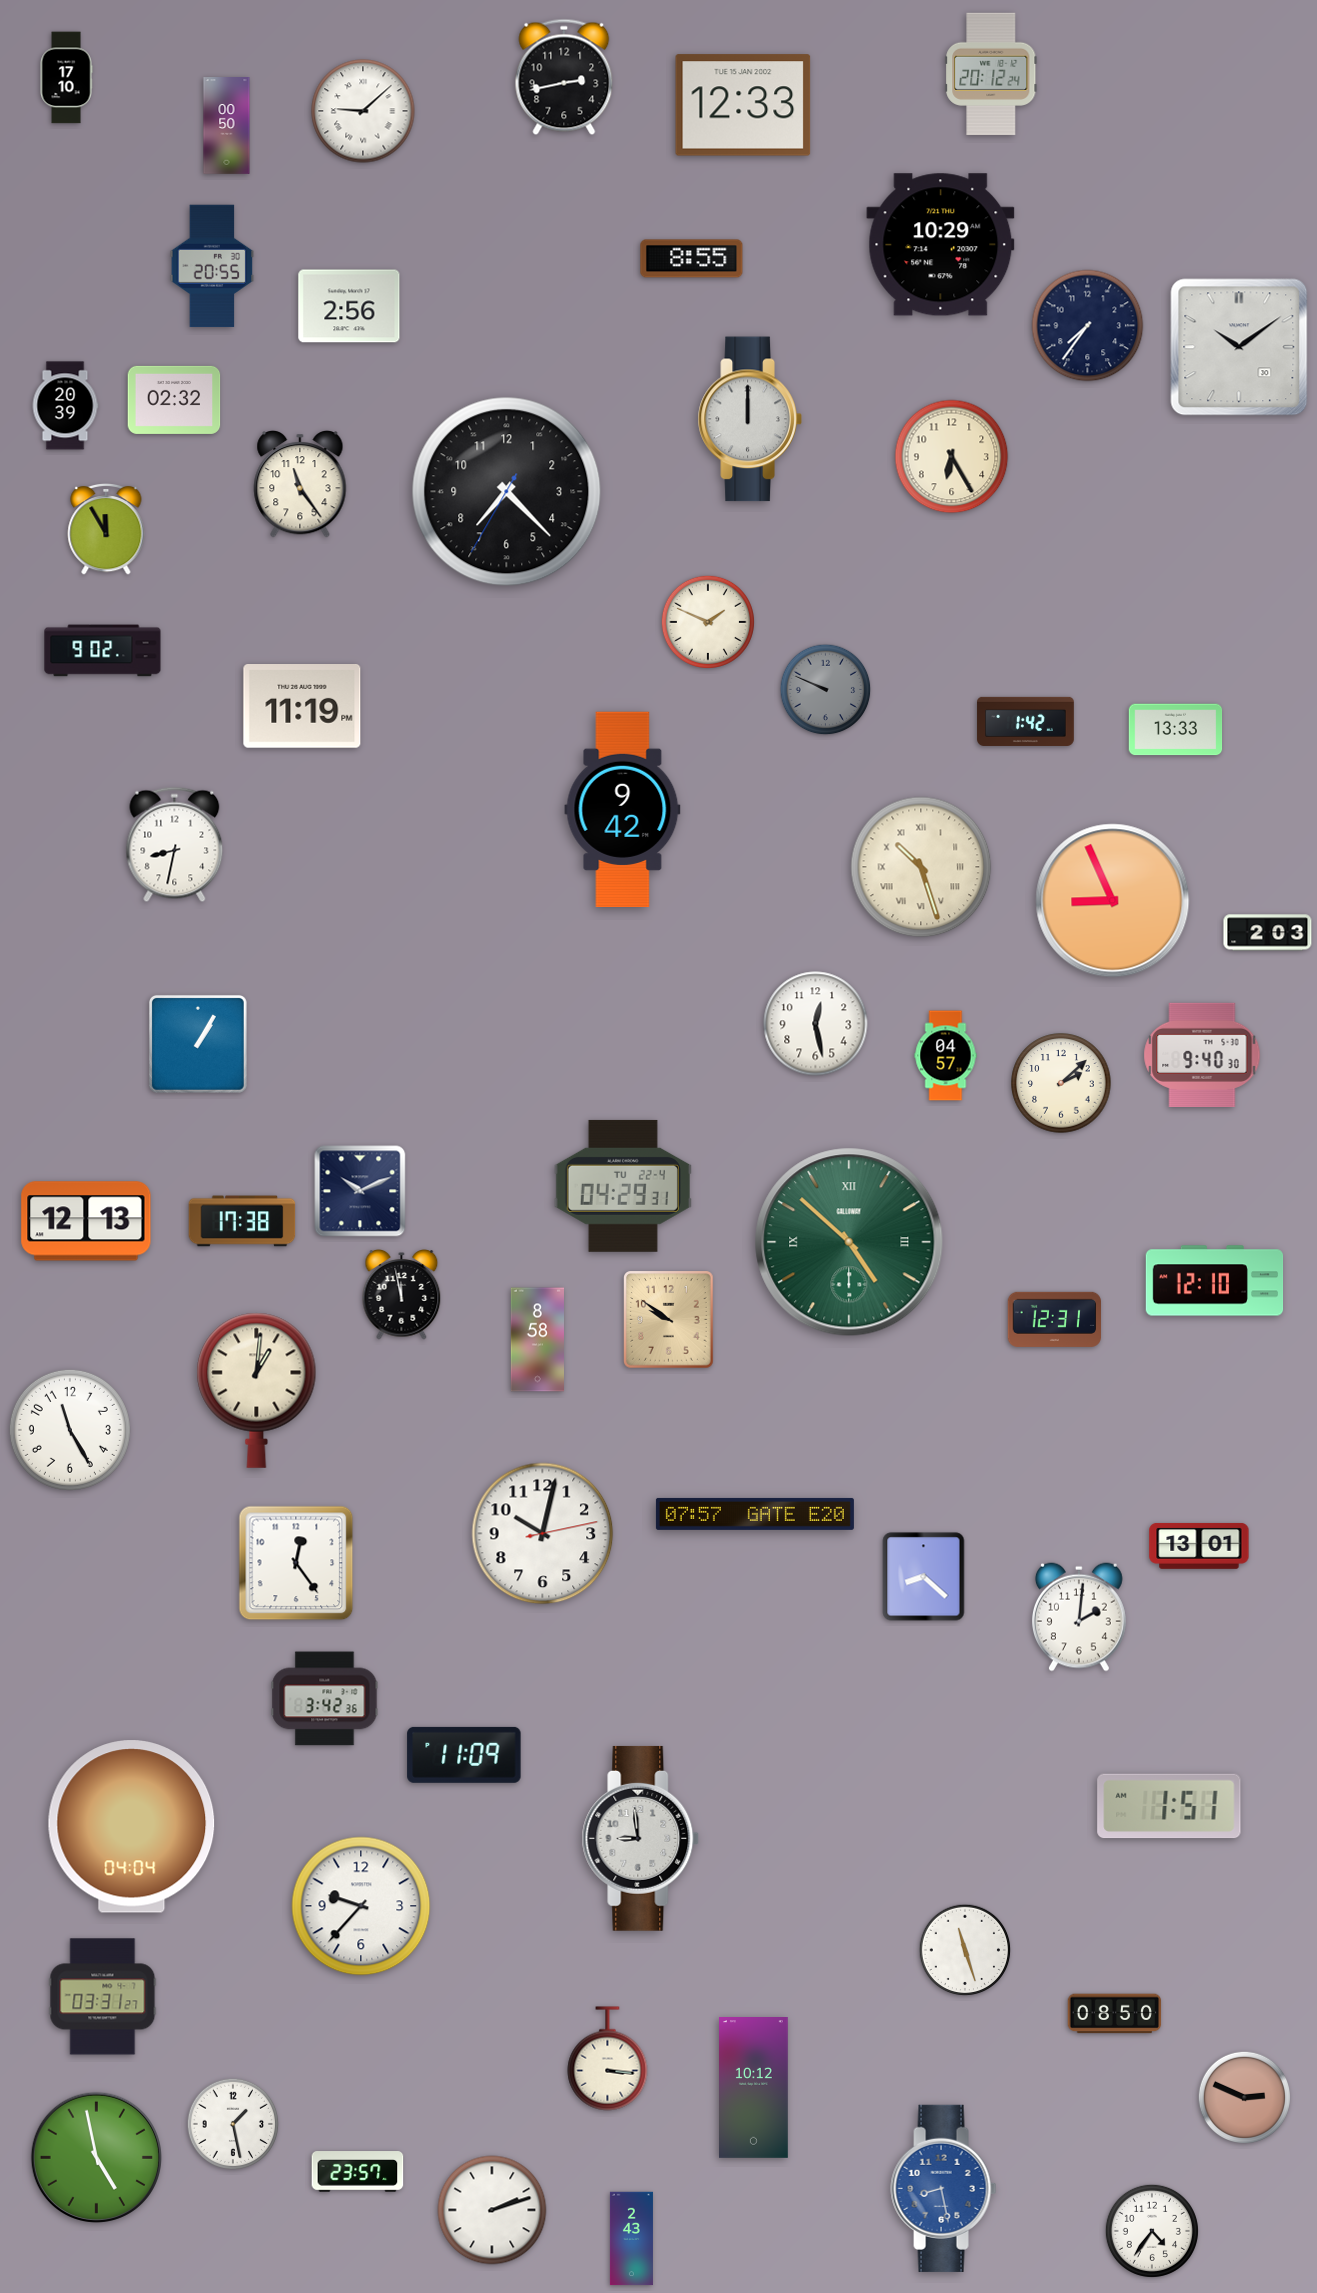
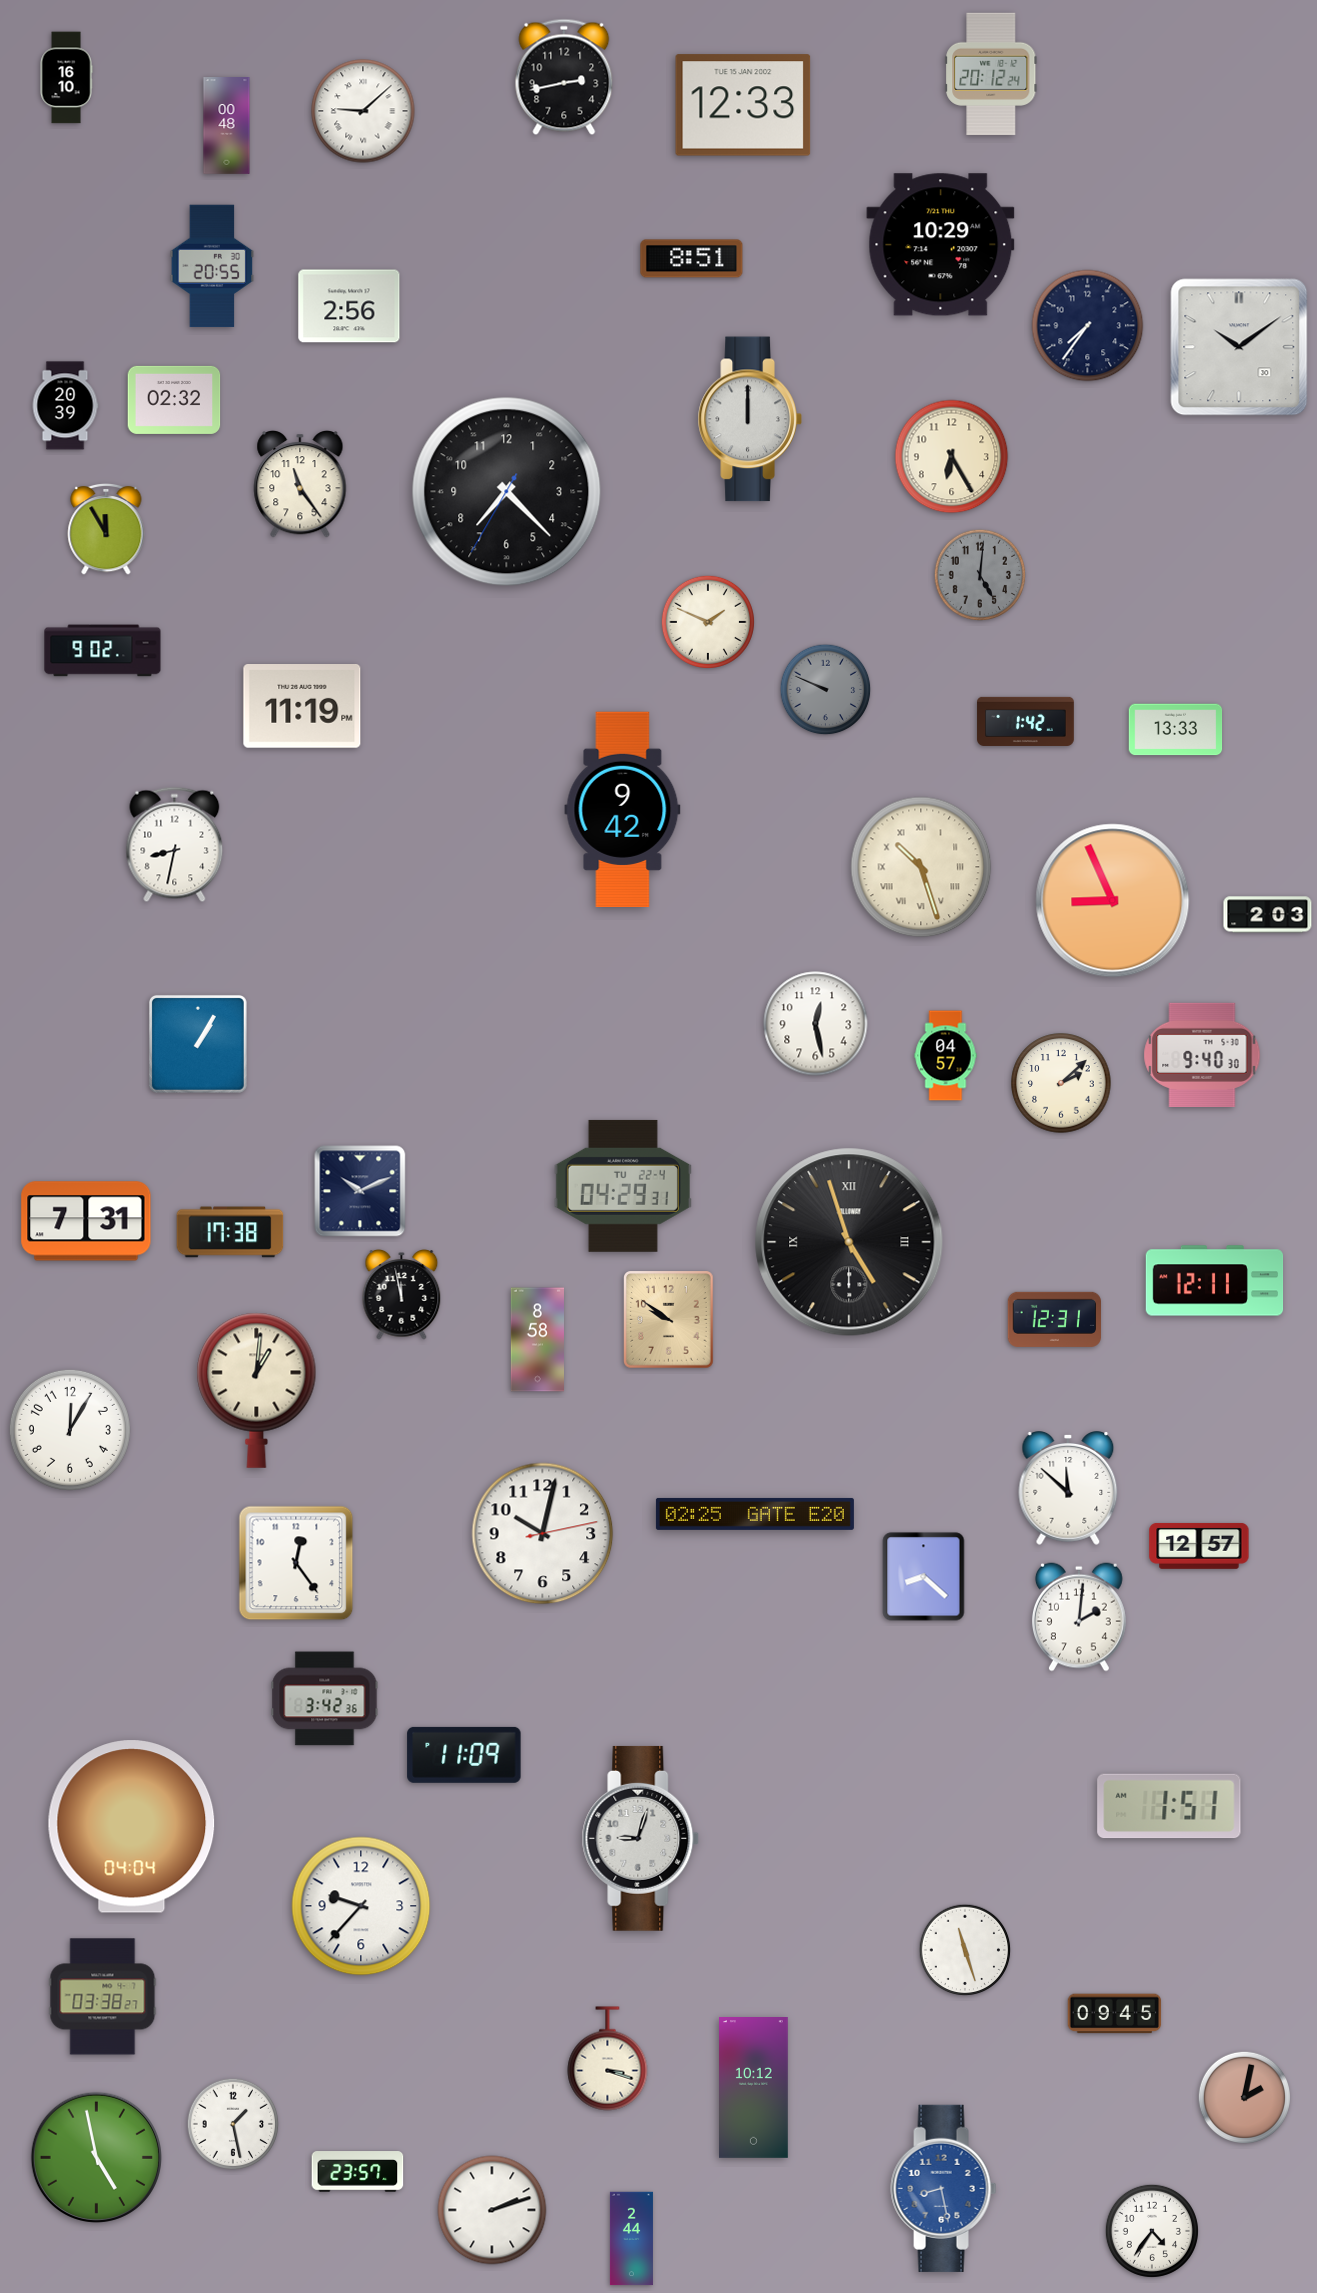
clock at (66, 78): 17:10 -> 16:10
clock at (227, 126): 00:50 -> 00:48
clock at (692, 259): 8:55 -> 8:51
clock at (980, 575): none -> 5:01
clock at (1268, 933) position: (1268, 933) -> (1268, 915)
clock at (86, 1221): 12:13 -> 7:31
clock at (242, 1221) position: (242, 1221) -> (230, 1232)
clock at (849, 1242): 4:52 -> 4:57
clock at (849, 1242) dial: green -> black
clock at (1215, 1281): 12:10 -> 12:11
clock at (70, 1430): 11:25 -> 12:05
clock at (1068, 1489): none -> 11:52
clock at (755, 1514): 07:57 -> 02:25
clock at (1199, 1546): 13:01 -> 12:57
clock at (641, 1838): 8:59 -> 9:03
clock at (103, 1997): 03:31 -> 03:38
clock at (1115, 2014): 08:50 -> 09:45
clock at (608, 2059): 3:16 -> 3:18
clock at (1244, 2097): 2:49 -> 2:02
clock at (631, 2239): 2:43 -> 2:44
